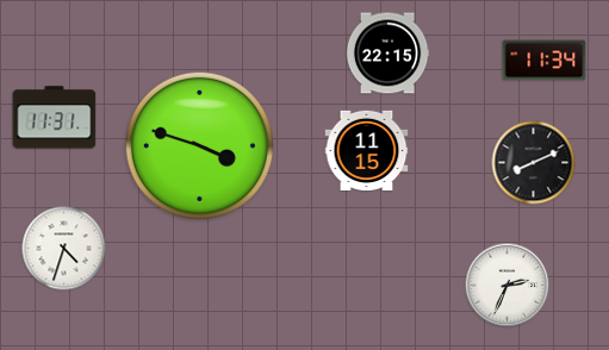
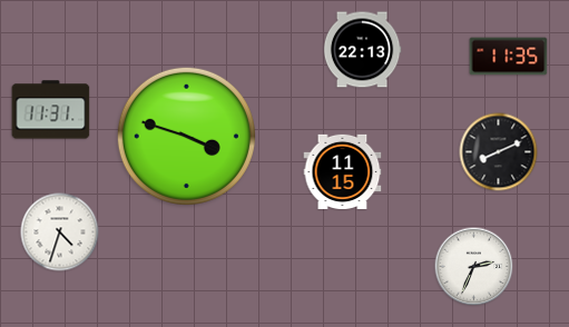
clock at (387, 54): 22:15 -> 22:13
clock at (545, 61): 11:34 -> 11:35
clock at (367, 150) position: (367, 150) -> (343, 171)
